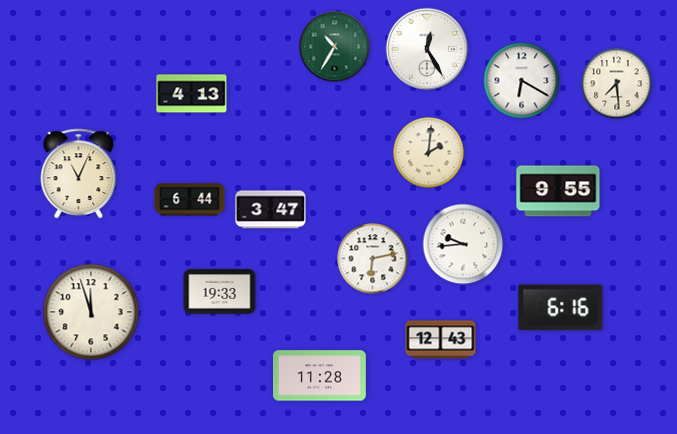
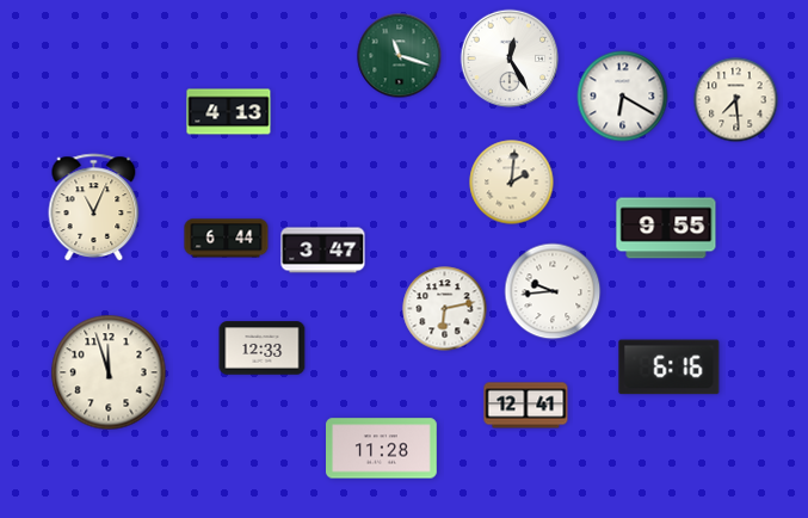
clock at (335, 47): 10:35 -> 11:18
clock at (220, 292): 19:33 -> 12:33
clock at (441, 340): 12:43 -> 12:41
